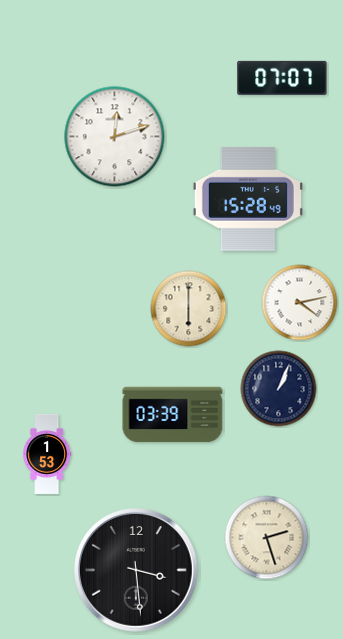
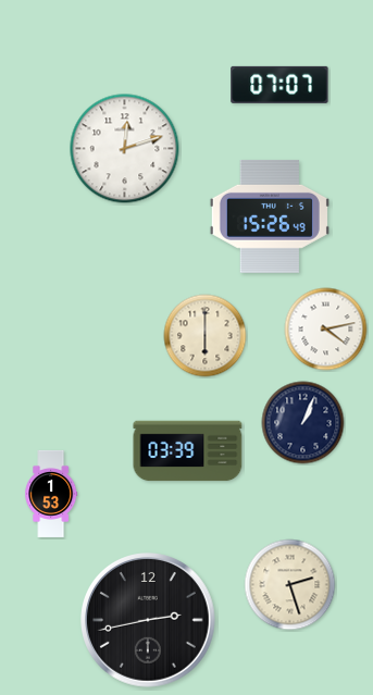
clock at (282, 78) position: (282, 78) -> (279, 85)
clock at (248, 199): 15:28 -> 15:26
clock at (137, 571): 3:29 -> 2:43
